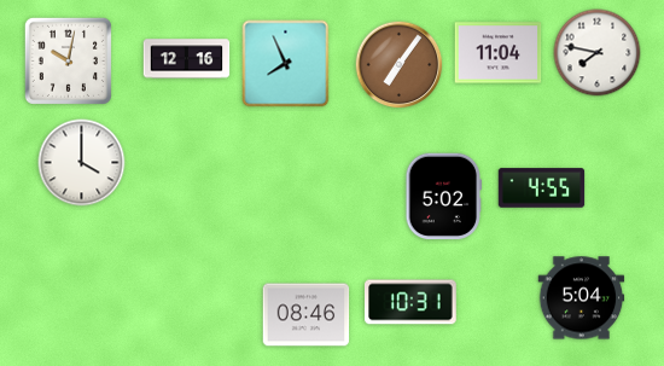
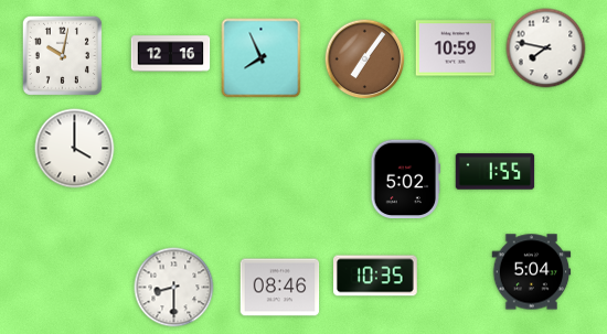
clock at (499, 53): 11:04 -> 10:59
clock at (542, 188): 4:55 -> 1:55
clock at (412, 302): 10:31 -> 10:35
clock at (174, 288): none -> 8:30
